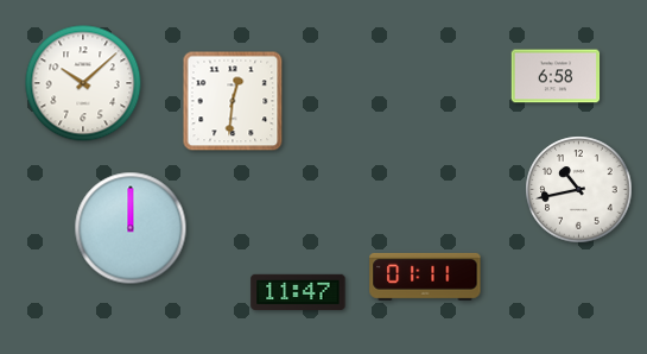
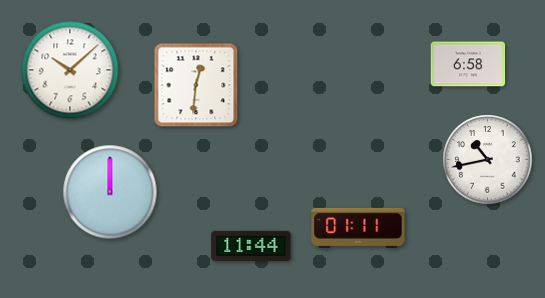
clock at (425, 277) position: (425, 277) -> (358, 228)
clock at (298, 292): 11:47 -> 11:44
